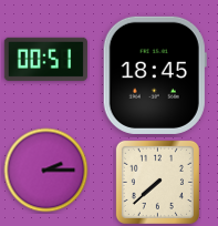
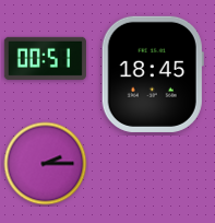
clock at (46, 171) position: (46, 171) -> (46, 164)
clock at (157, 182): 7:38 -> none
